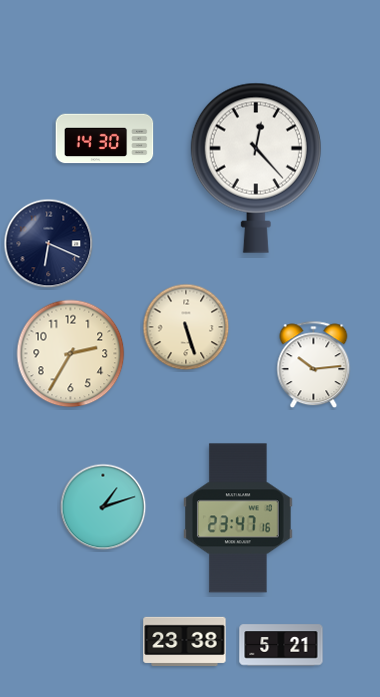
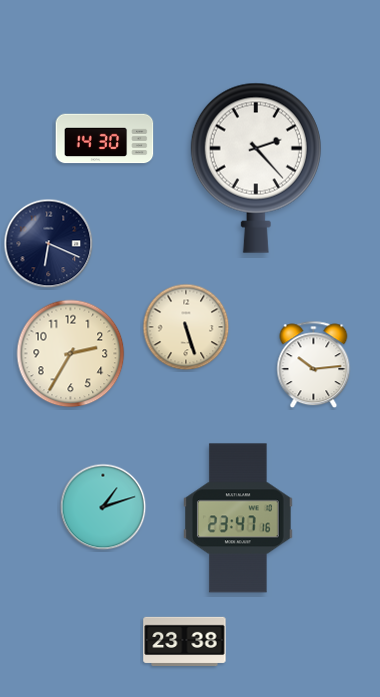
clock at (256, 168): 12:23 -> 2:23
clock at (281, 645): 5:21 -> none
